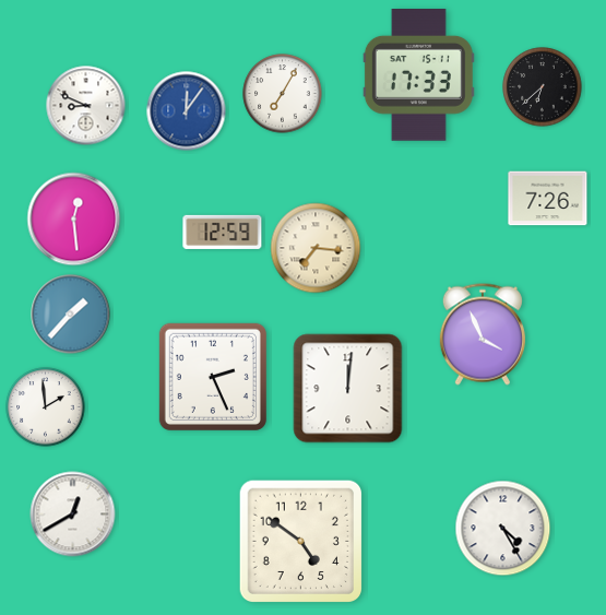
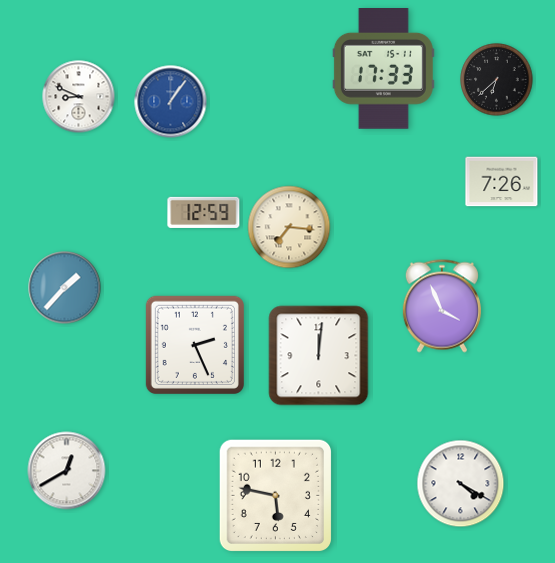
clock at (283, 94): 7:05 -> none
clock at (187, 111): 12:06 -> 1:06
clock at (74, 220): 12:29 -> none
clock at (46, 407): 1:59 -> none
clock at (503, 529): 4:25 -> 4:20
clock at (300, 541): 4:51 -> 5:47
